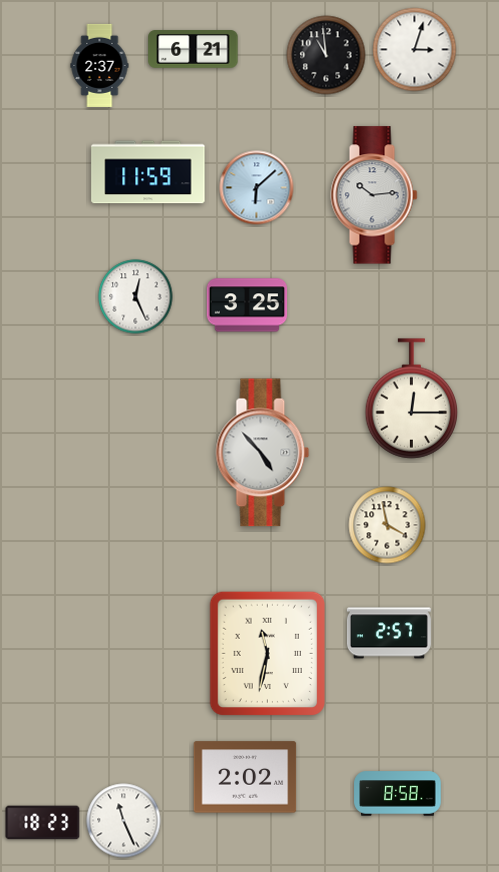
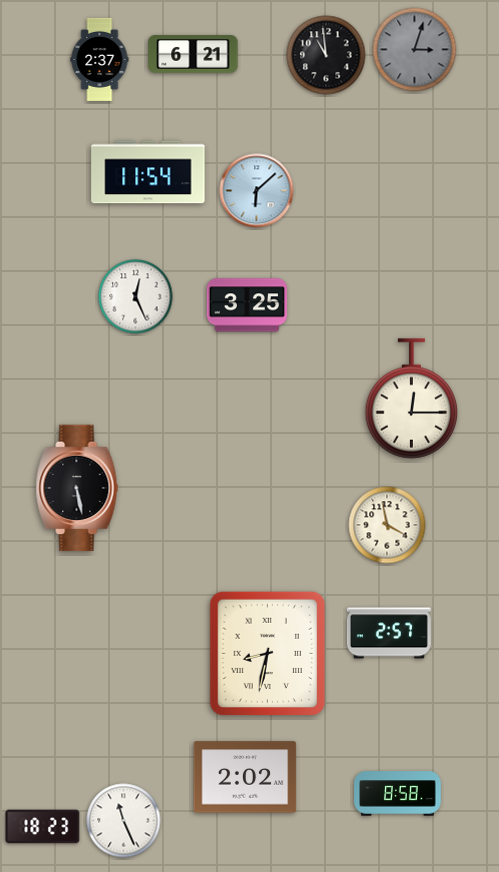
clock at (193, 49) position: (193, 49) -> (193, 54)
clock at (415, 50) dial: white -> grey
clock at (100, 65) position: (100, 65) -> (100, 59)
clock at (148, 172): 11:59 -> 11:54
clock at (257, 188) position: (257, 188) -> (257, 191)
clock at (374, 195): 10:14 -> none
clock at (263, 453): 4:53 -> none
clock at (77, 488): none -> 5:28
clock at (268, 654): 11:32 -> 8:32
clock at (43, 823) position: (43, 823) -> (43, 827)
